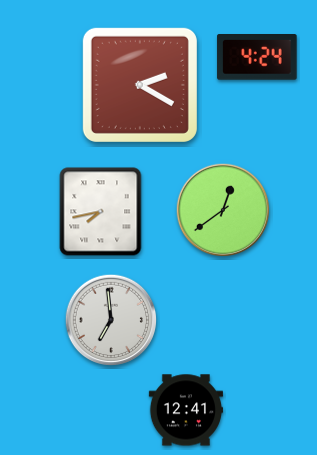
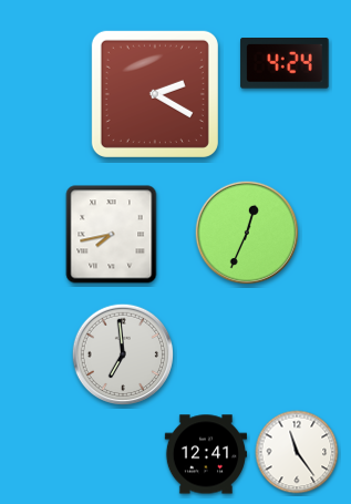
clock at (223, 210): 12:39 -> 12:34
clock at (297, 452): none -> 11:24
